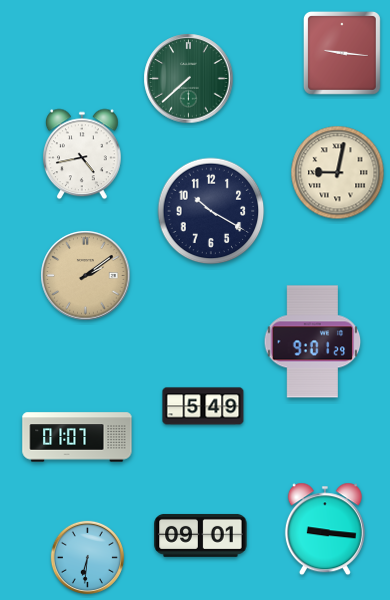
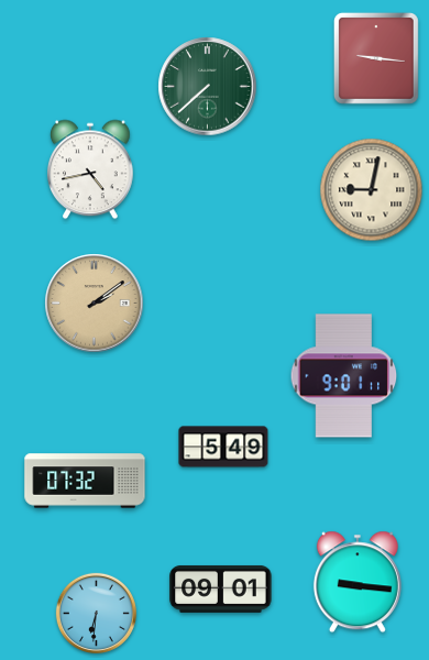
clock at (211, 211): 10:20 -> none
clock at (313, 342): 9:01:29 -> 9:01:11
clock at (77, 437): 01:07 -> 07:32
